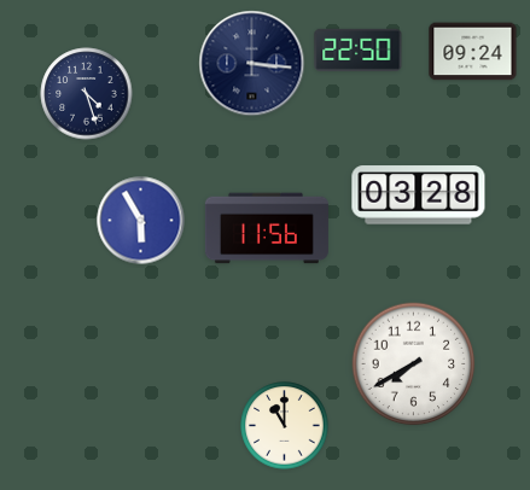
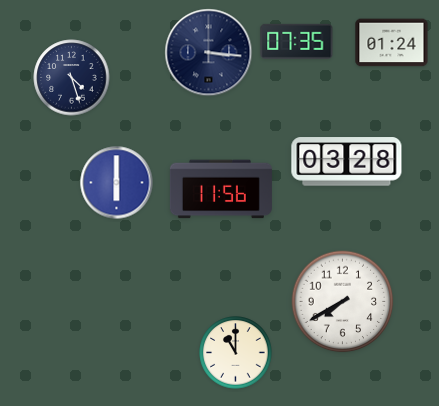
clock at (359, 49): 22:50 -> 07:35
clock at (473, 52): 09:24 -> 01:24
clock at (141, 221): 5:55 -> 6:00
